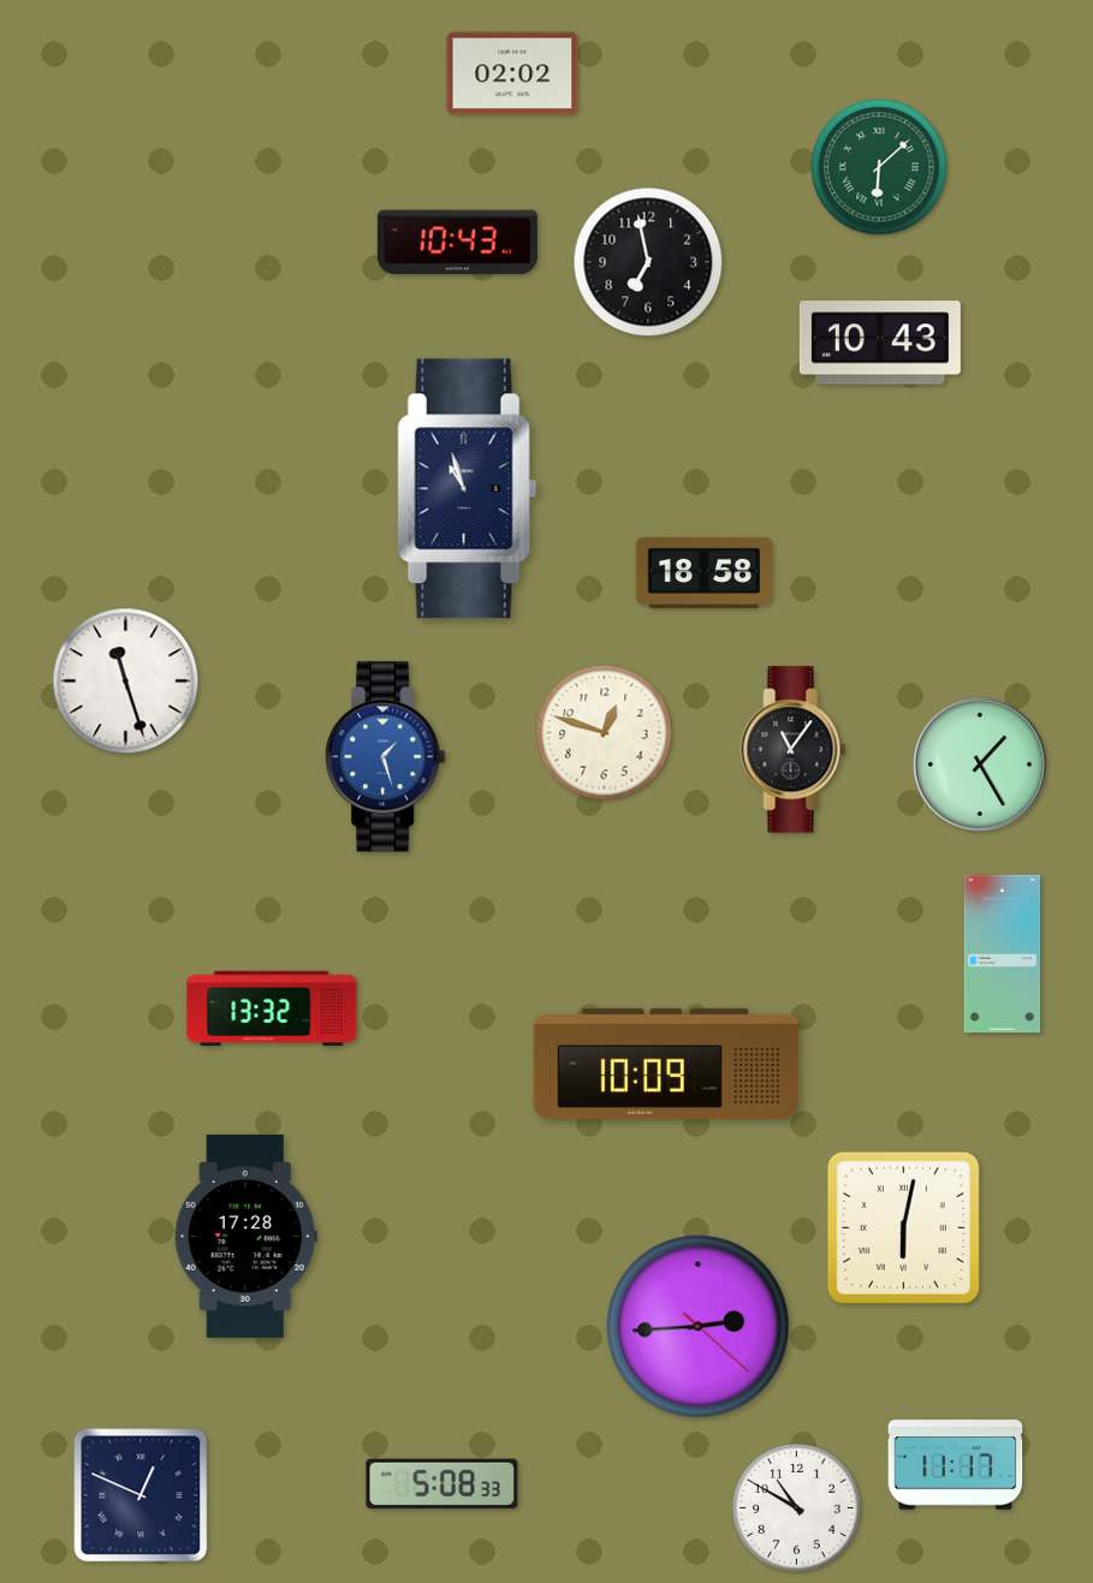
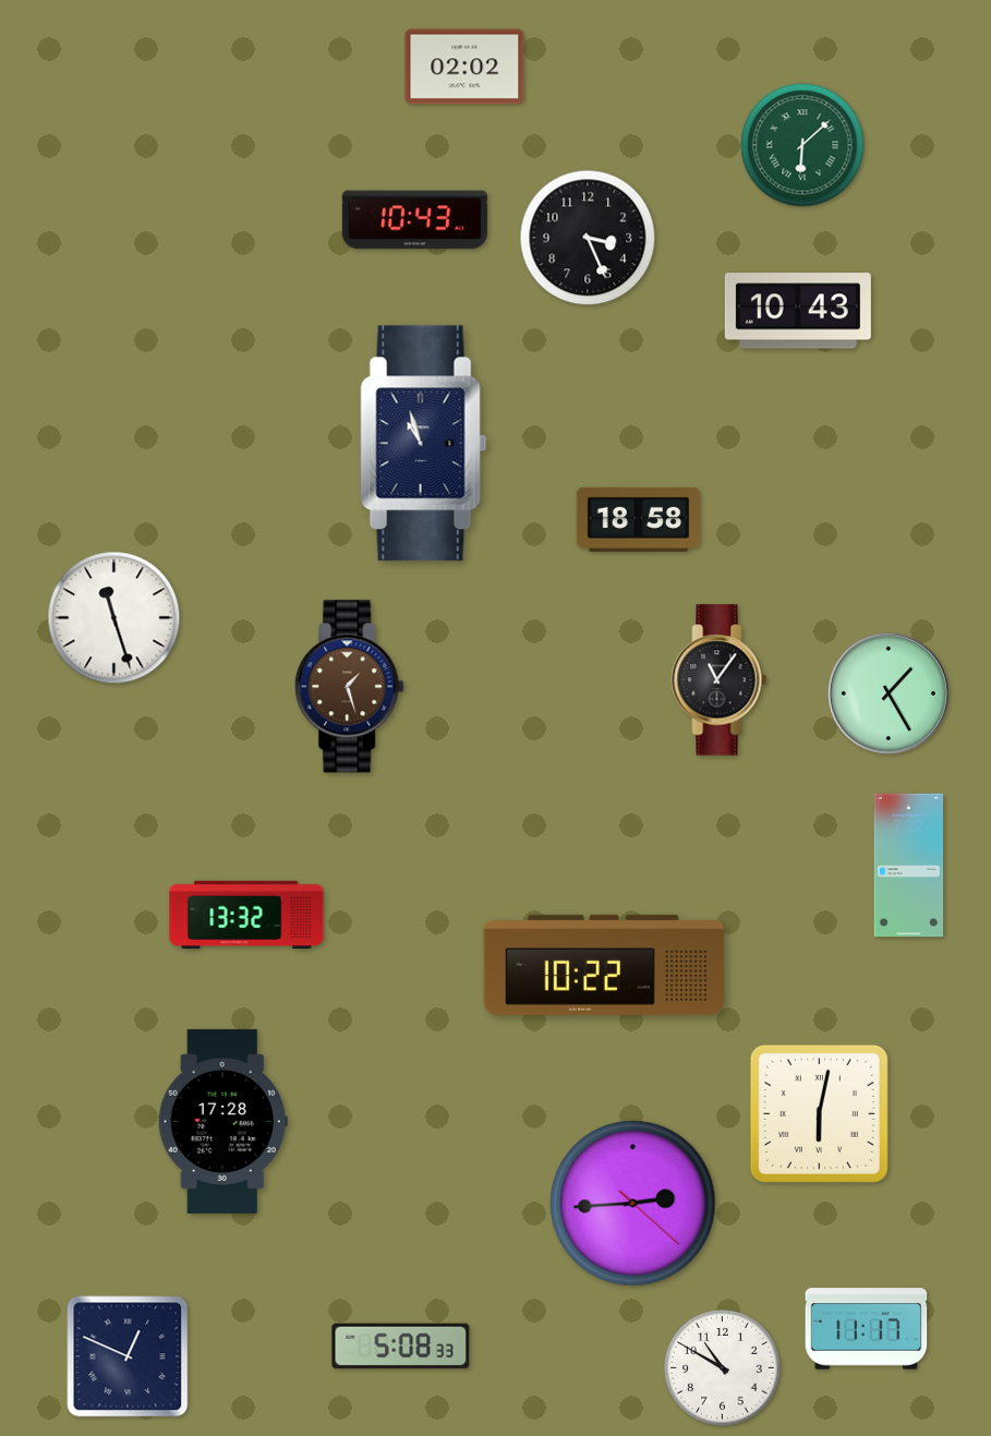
clock at (879, 167) position: (879, 167) -> (802, 145)
clock at (648, 262): 6:58 -> 3:26
clock at (605, 733): 12:48 -> none
clock at (386, 757) dial: blue -> brown
clock at (666, 1064): 10:09 -> 10:22
